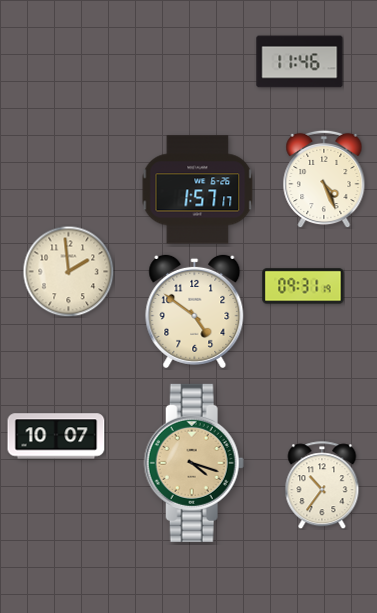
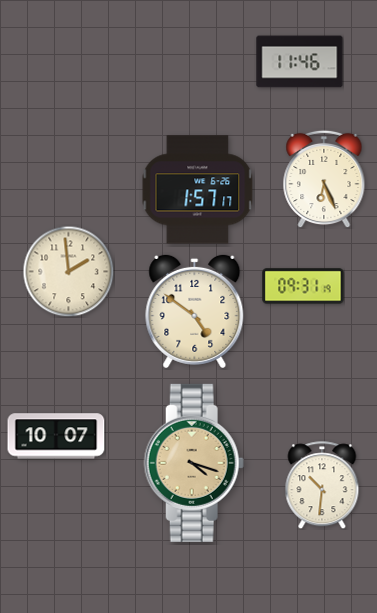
clock at (324, 179): 4:26 -> 6:26
clock at (322, 485): 10:36 -> 10:31
